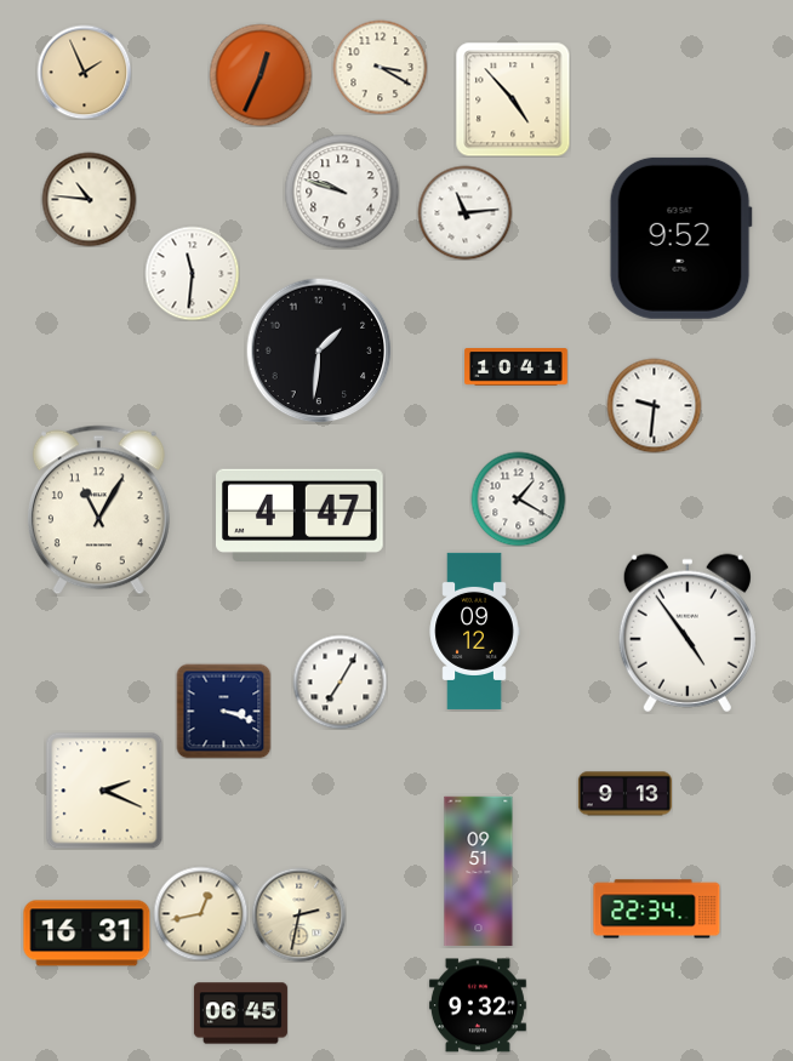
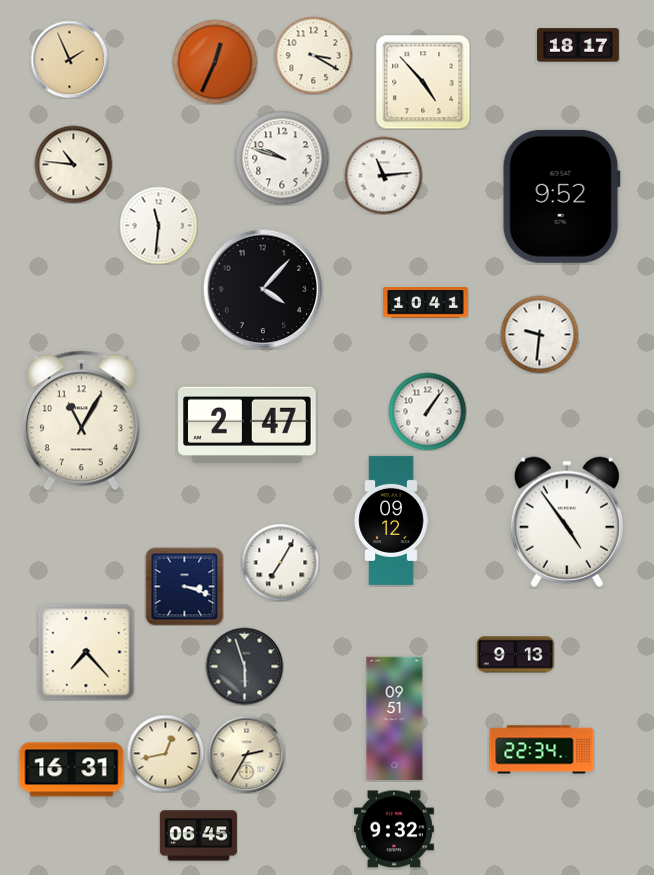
clock at (578, 45): none -> 18:17
clock at (319, 350): 1:31 -> 4:07
clock at (518, 498): 1:20 -> 1:06
clock at (301, 515): 4:47 -> 2:47
clock at (104, 791): 2:19 -> 7:23
clock at (244, 666): none -> 5:57
clock at (298, 914): 2:32 -> 2:35
